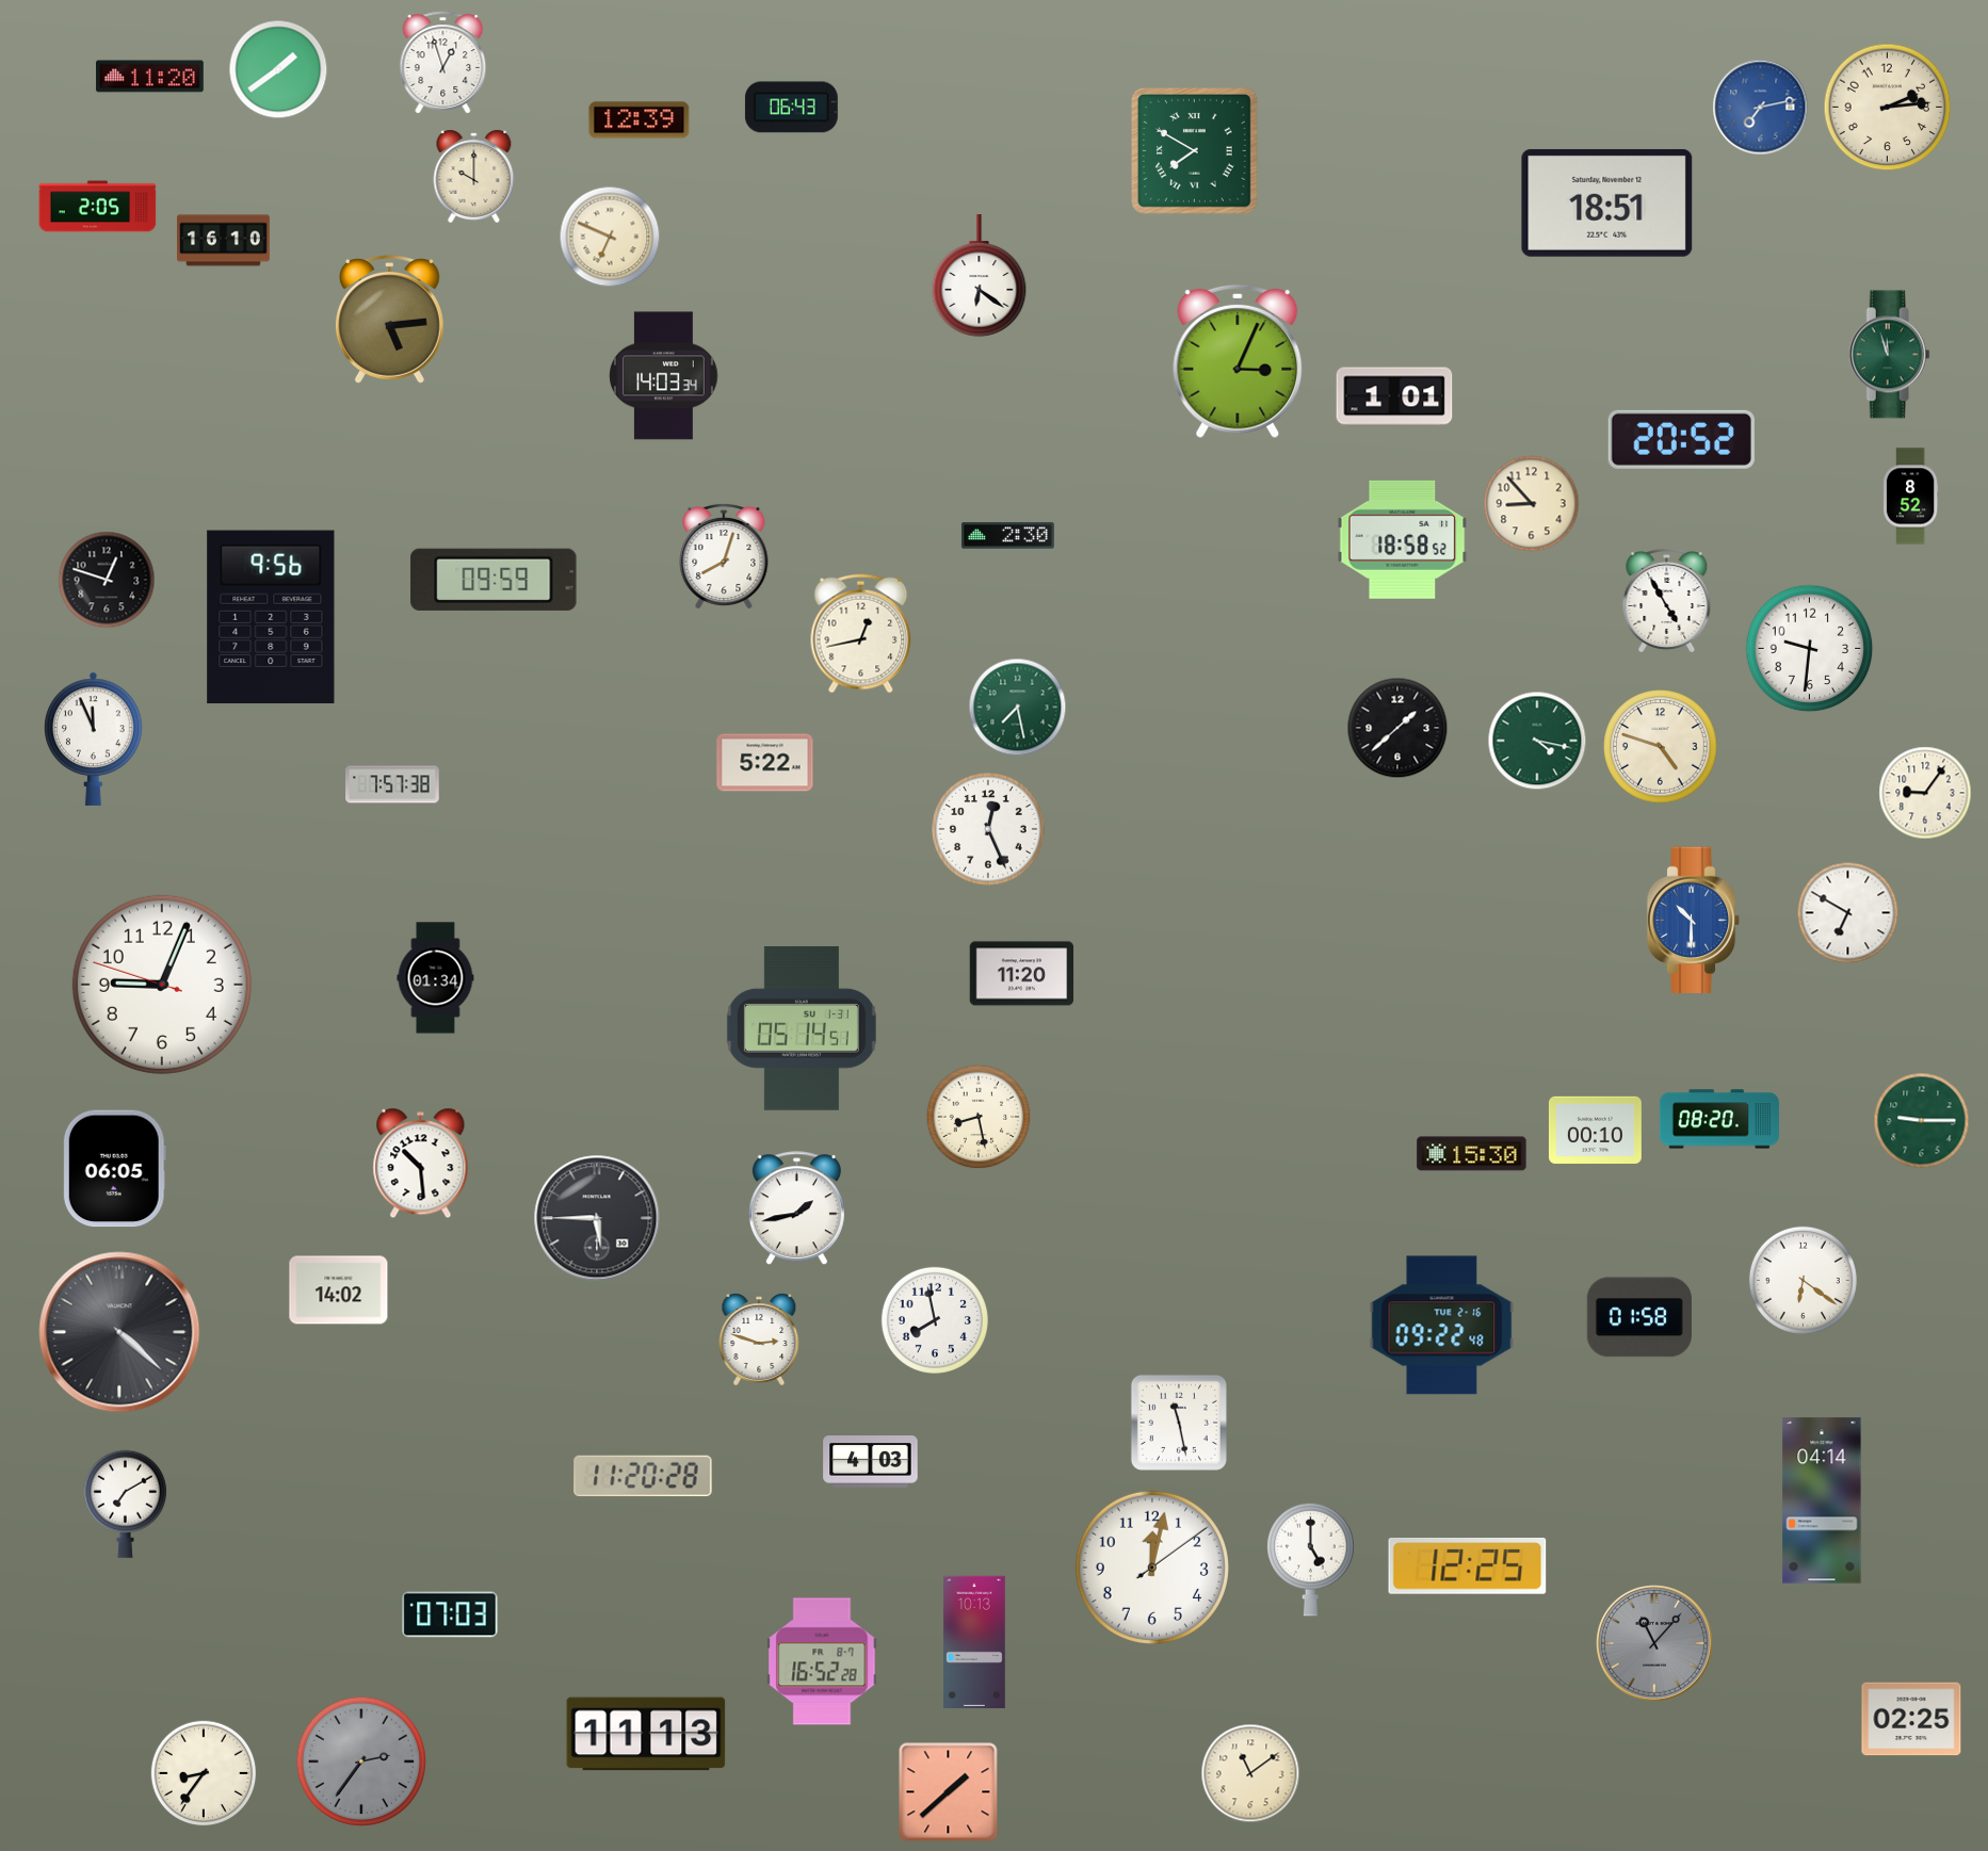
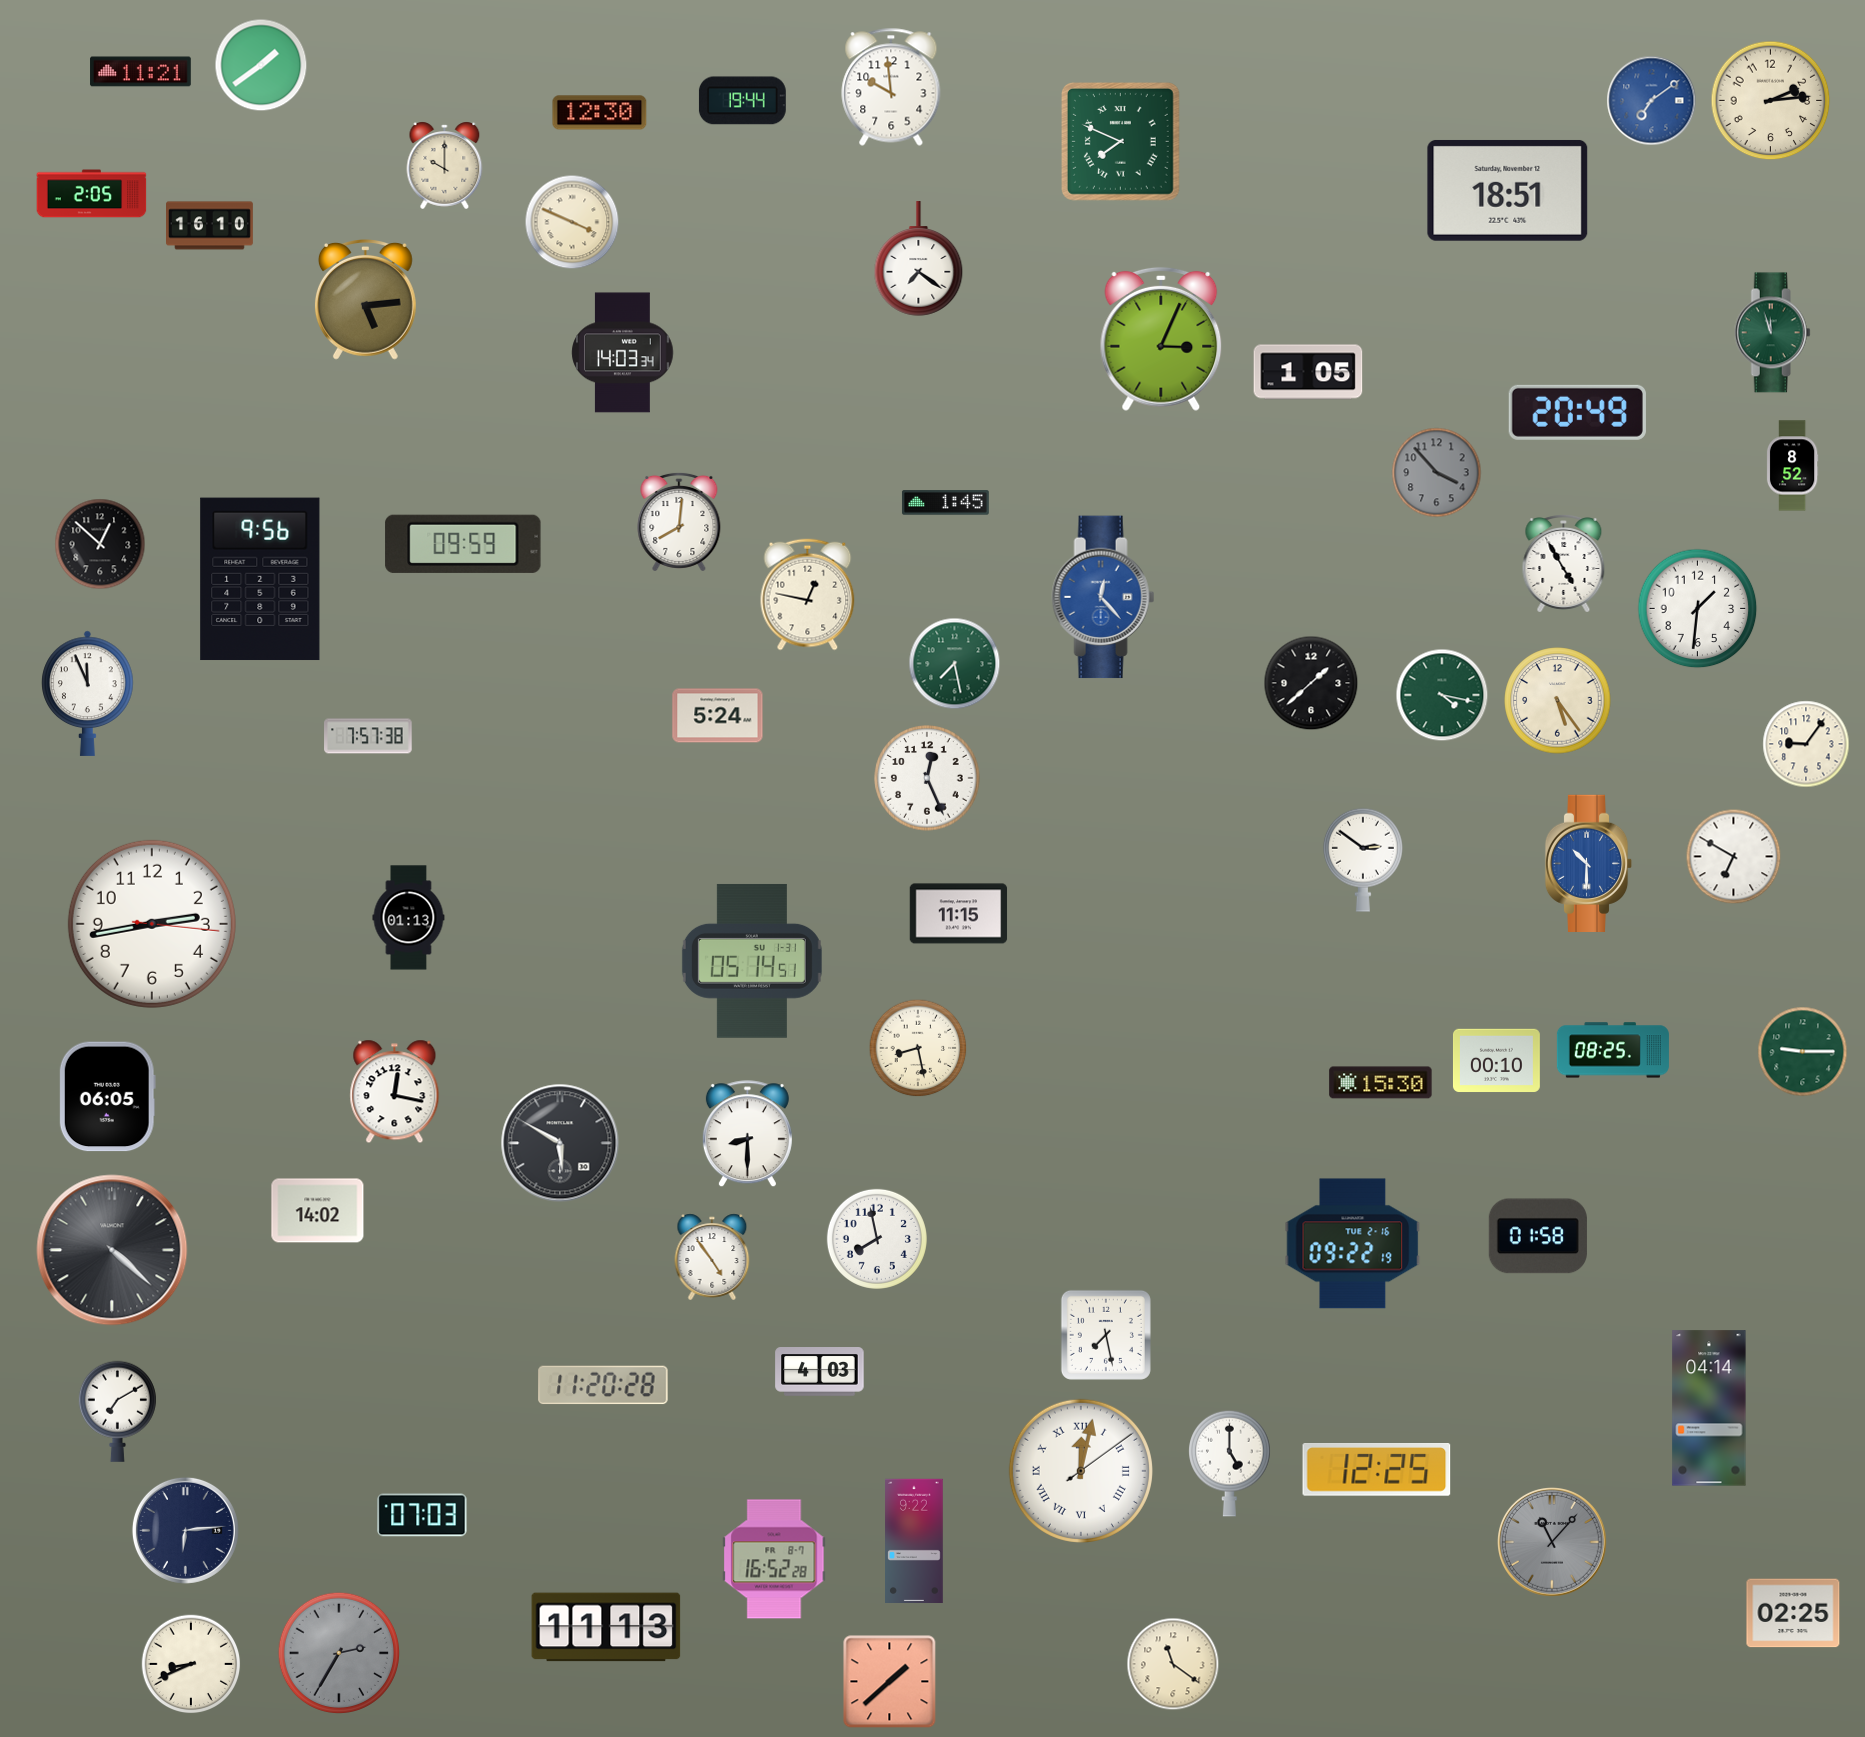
clock at (443, 63): 12:57 -> none
clock at (150, 77): 11:20 -> 11:21
clock at (891, 87): none -> 9:59
clock at (791, 108): 06:43 -> 19:44
clock at (1761, 108): 7:13 -> 7:09
clock at (640, 120): 12:39 -> 12:30
clock at (1194, 150): 7:50 -> 7:49
clock at (610, 237): 6:49 -> 3:49
clock at (980, 276): 6:21 -> 7:21
clock at (1394, 396): 1:01 -> 1:05
clock at (1681, 439): 20:52 -> 20:49
clock at (1532, 504): 8:53 -> 3:53
clock at (1532, 504) dial: cream -> grey
clock at (1007, 536): 2:30 -> 1:45
clock at (1403, 539): 18:58 -> none
clock at (724, 556): 8:03 -> 8:01
clock at (107, 580): 12:48 -> 12:52
clock at (271, 617) position: (271, 617) -> (260, 579)
clock at (861, 634): 12:43 -> 12:47
clock at (1103, 597): none -> 12:23
clock at (1810, 649): 9:31 -> 1:31
clock at (1661, 747): 4:48 -> 5:24
clock at (765, 763): 5:22 -> 5:24
clock at (1363, 860): none -> 2:51
clock at (1022, 974): 11:20 -> 11:15
clock at (436, 978): 01:34 -> 01:13
clock at (162, 985): 9:03 -> 2:43
clock at (802, 1028) position: (802, 1028) -> (752, 961)
clock at (1719, 1119): 08:20 -> 08:25
clock at (421, 1164): 10:29 -> 12:17
clock at (796, 1208): 1:43 -> 8:30
clock at (597, 1218): 5:45 -> 5:50
clock at (1803, 1280): 6:21 -> none
clock at (1442, 1326): 09:22:48 -> 09:22:19
clock at (759, 1339): 2:48 -> 4:54
clock at (1179, 1423): 11:28 -> 7:28
clock at (871, 1462) position: (871, 1462) -> (820, 1372)
clock at (1152, 1568) numerals: Arabic -> Roman
clock at (185, 1530): none -> 6:14
clock at (974, 1641): 10:13 -> 9:22
clock at (822, 1661) position: (822, 1661) -> (774, 1559)
clock at (360, 1760): 2:36 -> 2:35
clock at (204, 1773): 8:36 -> 8:41
clock at (1250, 1773): 11:09 -> 11:21
